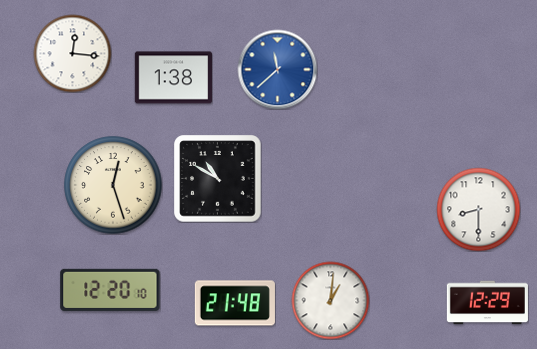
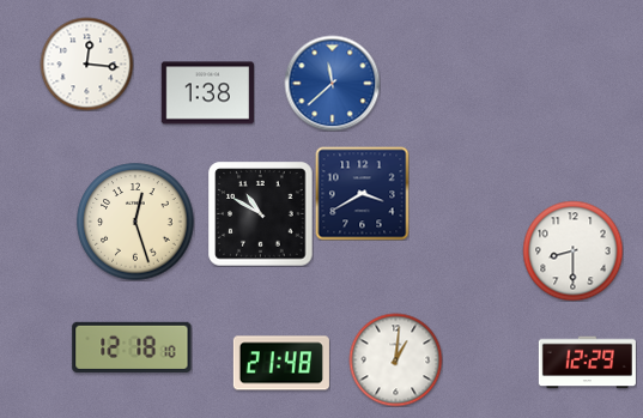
clock at (362, 193): none -> 3:40
clock at (110, 290): 12:20 -> 12:18
clock at (487, 303) position: (487, 303) -> (587, 363)
